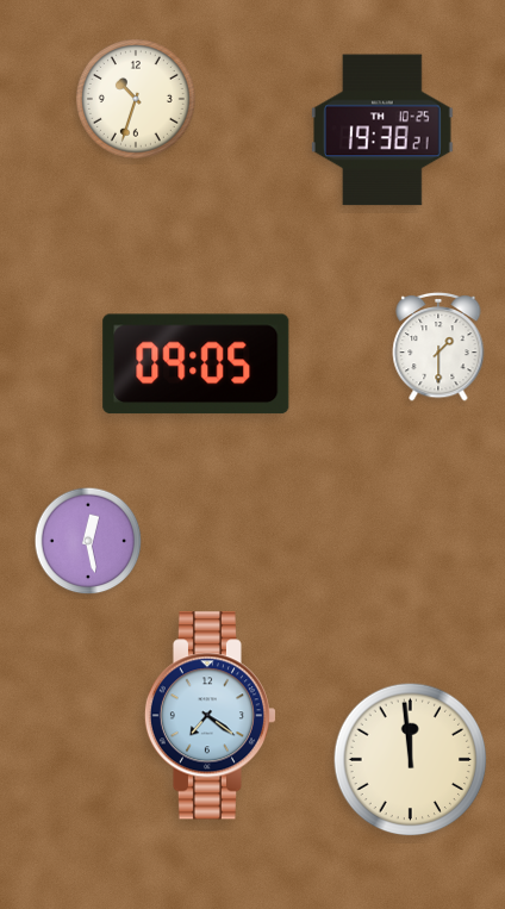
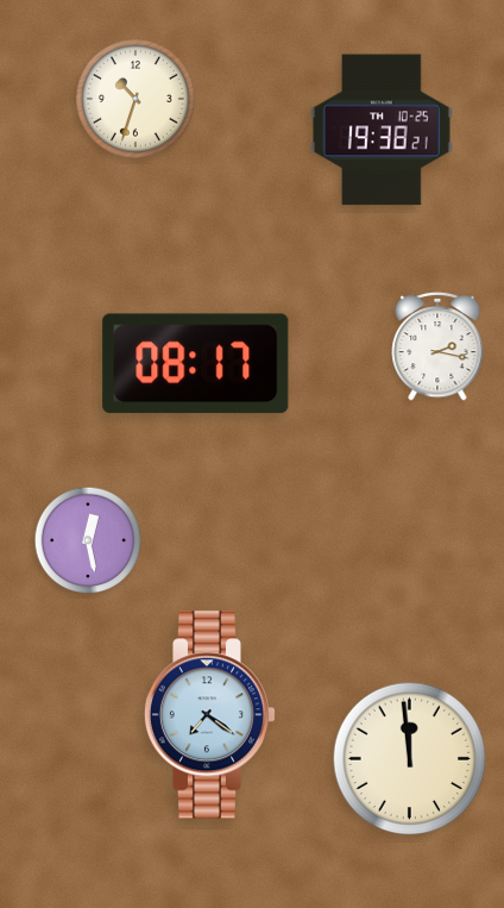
clock at (438, 347): 1:30 -> 2:17
clock at (197, 365): 09:05 -> 08:17
